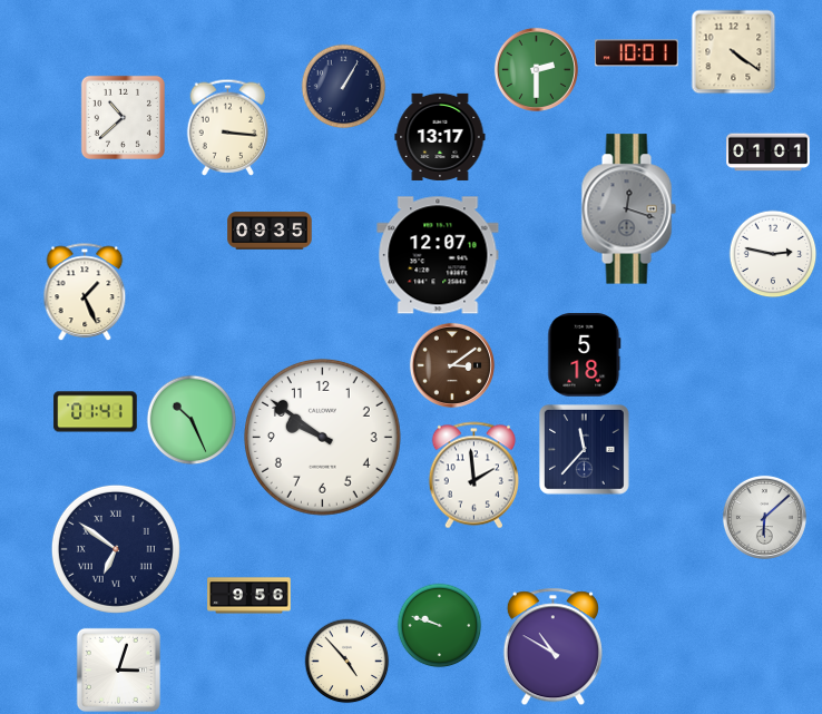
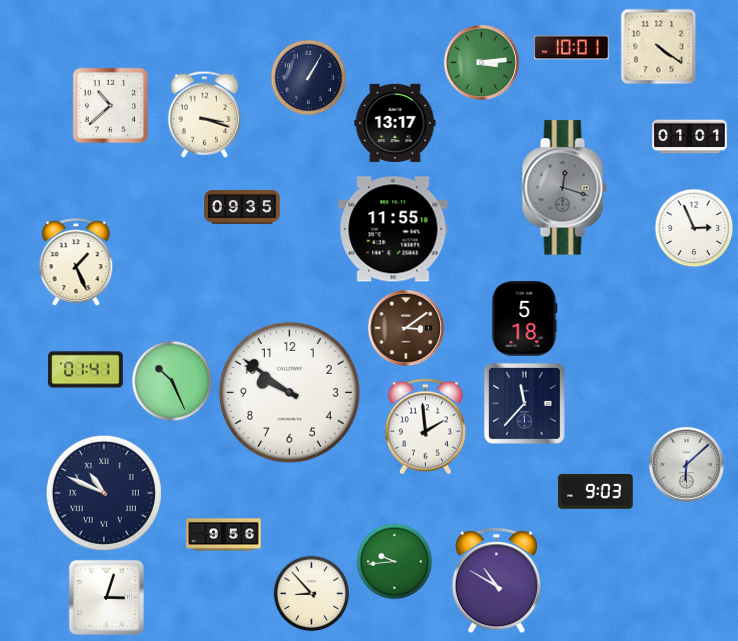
clock at (536, 69): 2:30 -> 3:14
clock at (228, 127): 3:16 -> 3:18
clock at (773, 254): 2:47 -> 2:56
clock at (438, 255): 12:07 -> 11:55
clock at (192, 420) position: (192, 420) -> (172, 381)
clock at (596, 492): none -> 9:03
clock at (116, 549): 6:51 -> 10:49
clock at (440, 626): 9:48 -> 9:44
clock at (348, 662): 4:53 -> 8:53
clock at (118, 669) position: (118, 669) -> (106, 597)
